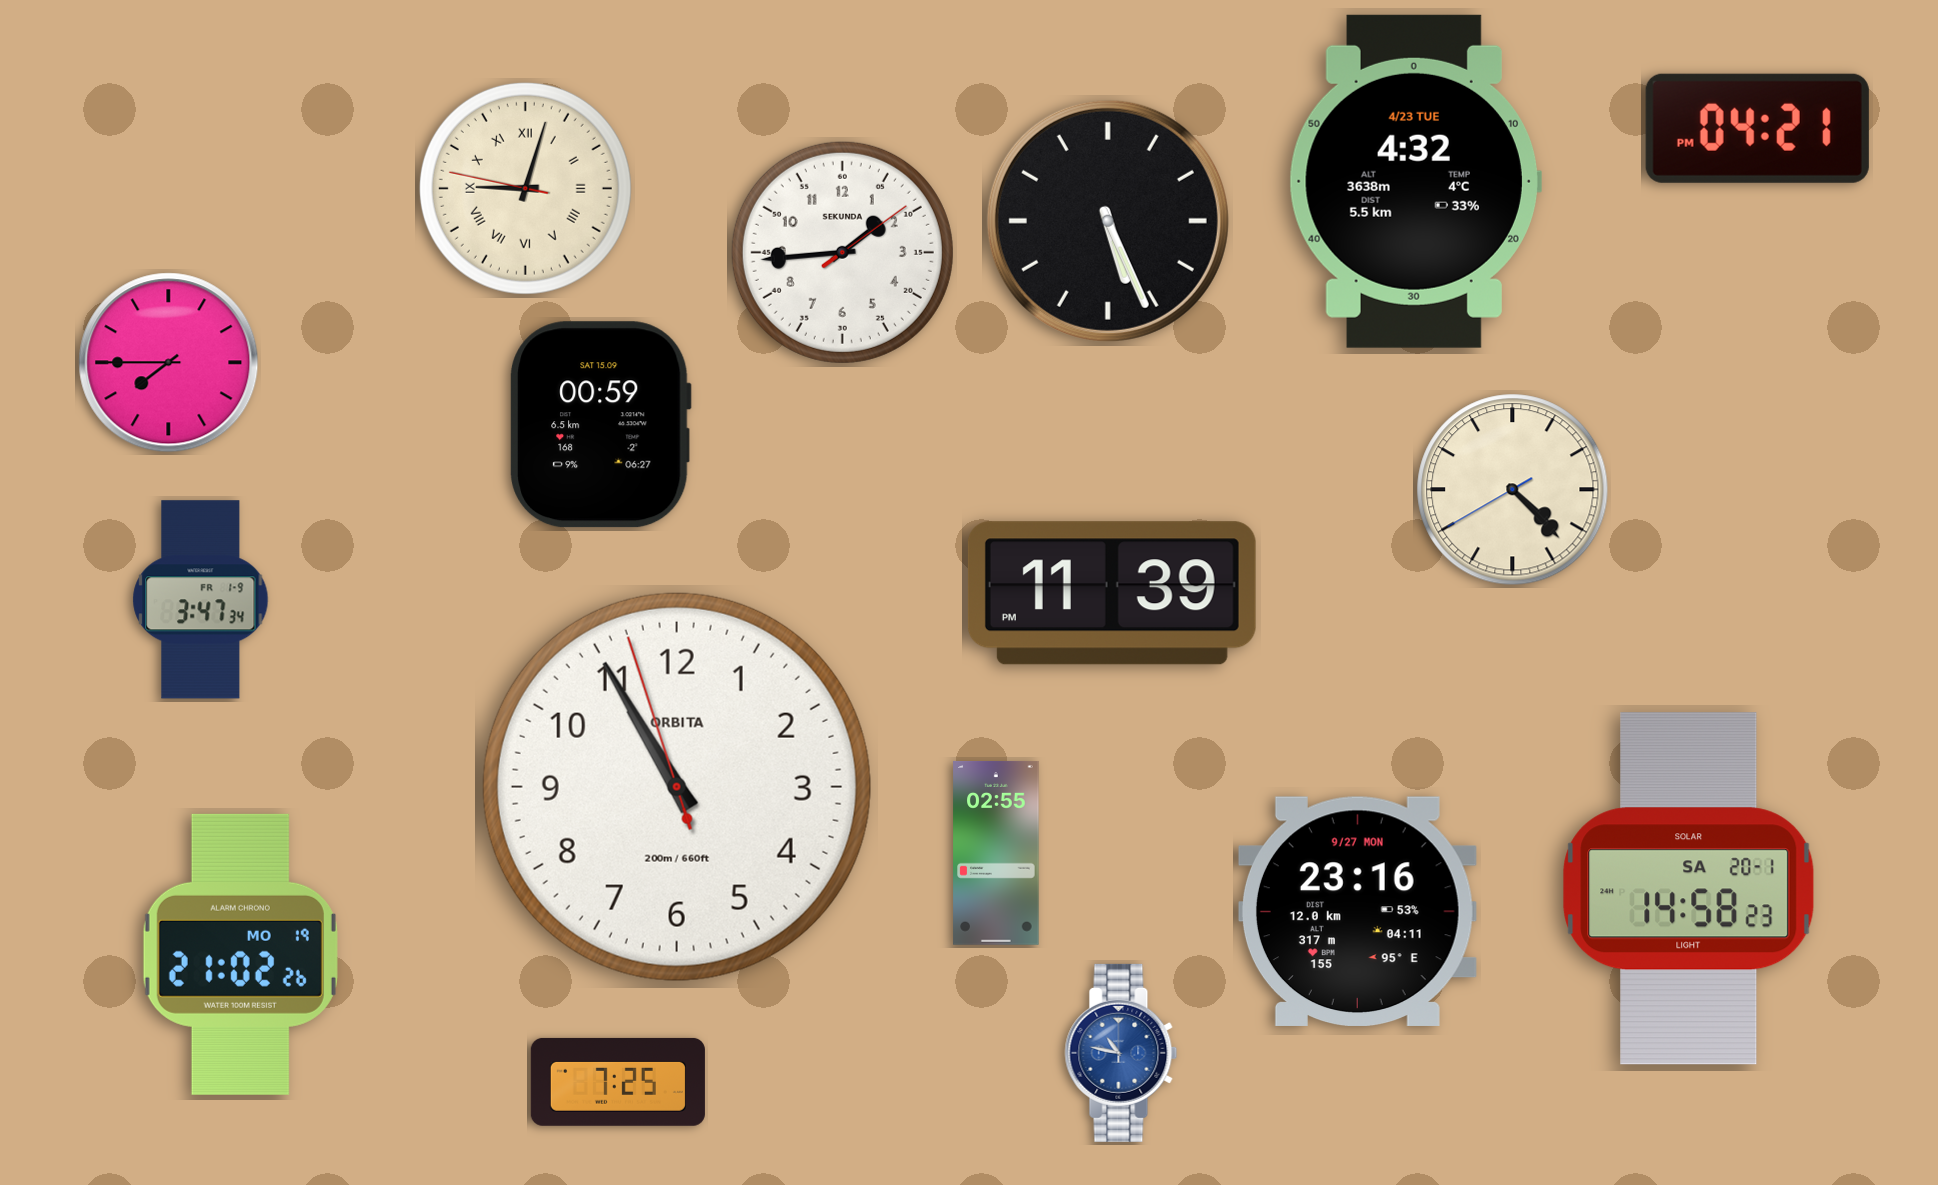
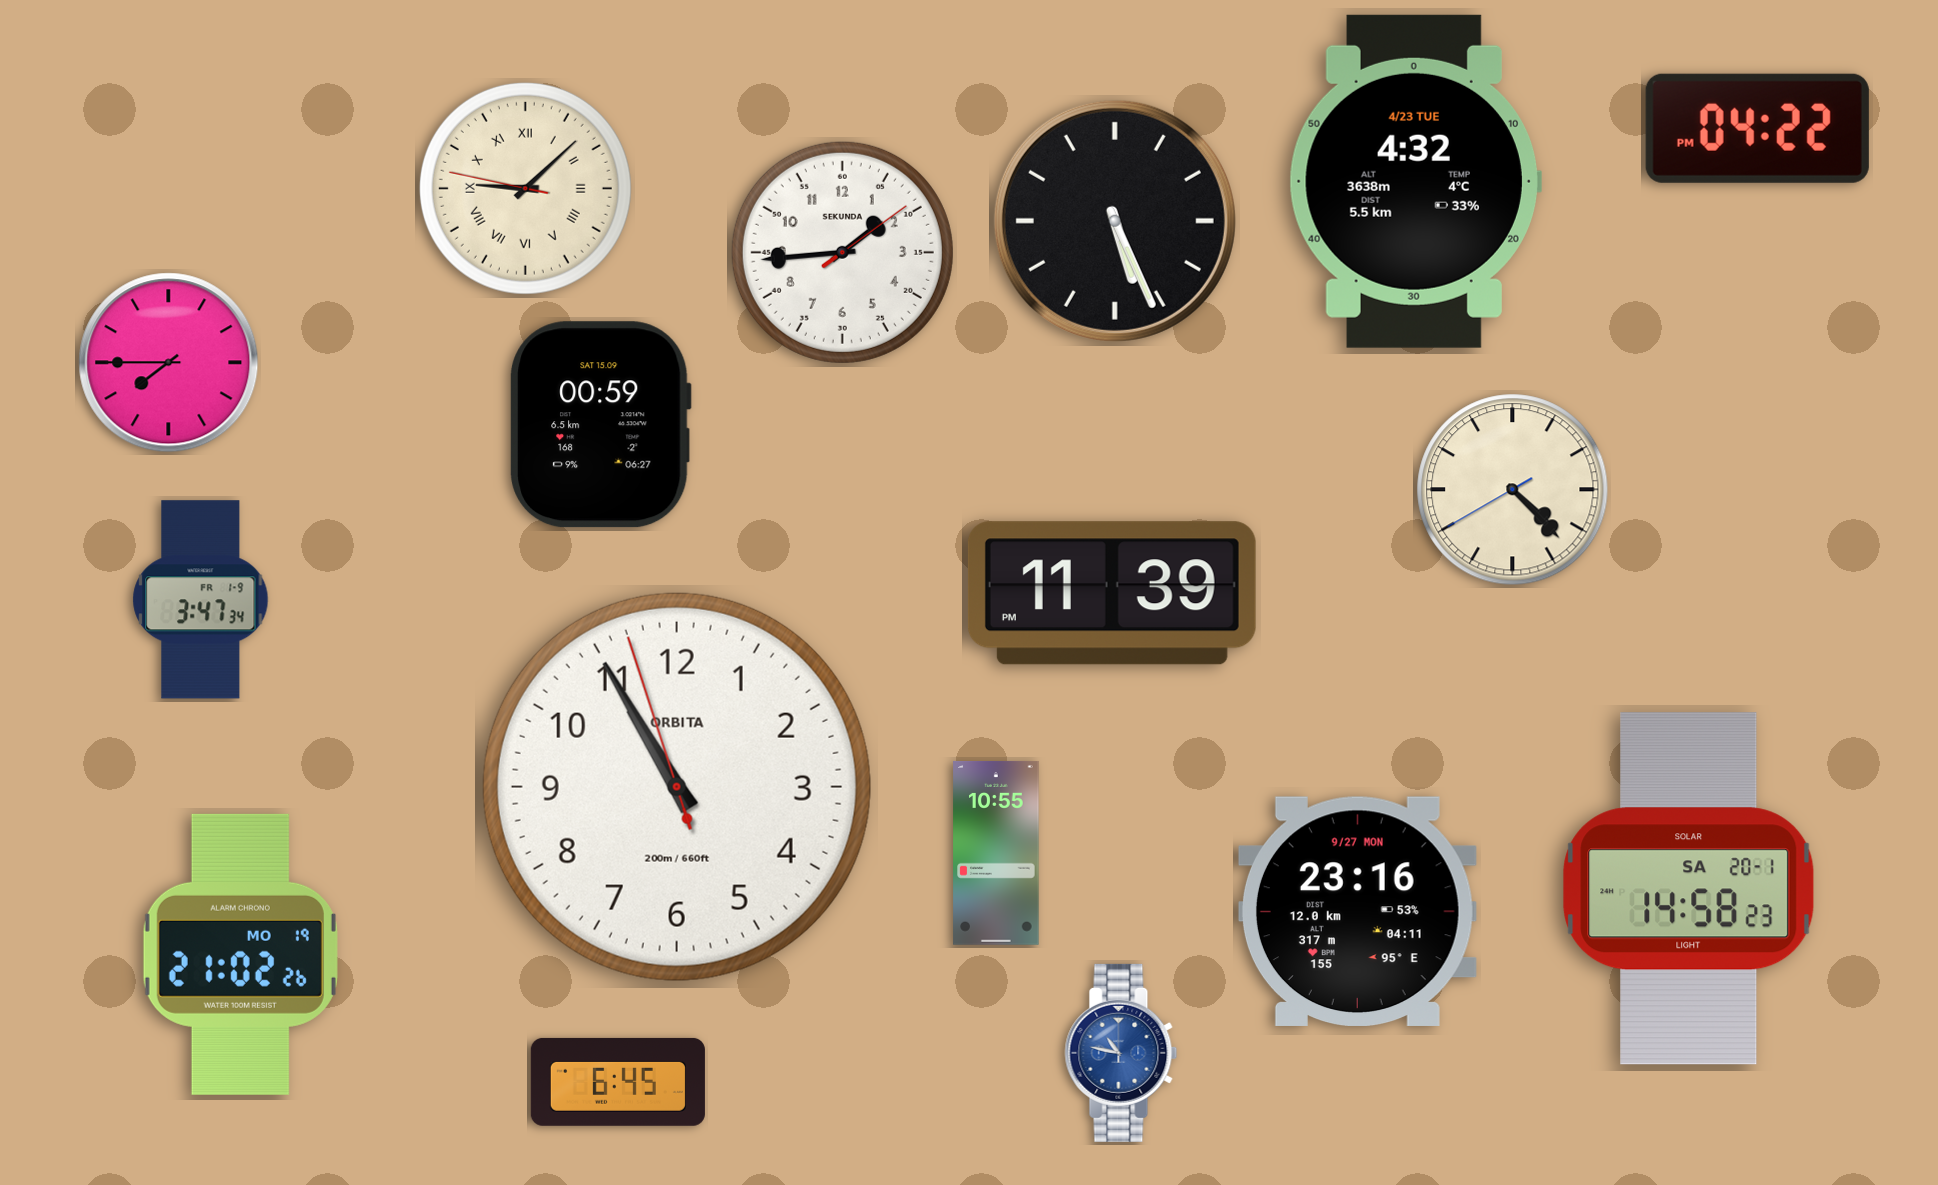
clock at (1757, 128): 04:21 -> 04:22
clock at (525, 188): 9:02 -> 9:07
clock at (1108, 221) position: (1108, 221) -> (1115, 221)
clock at (996, 853): 02:55 -> 10:55
clock at (618, 1082): 7:25 -> 6:45
